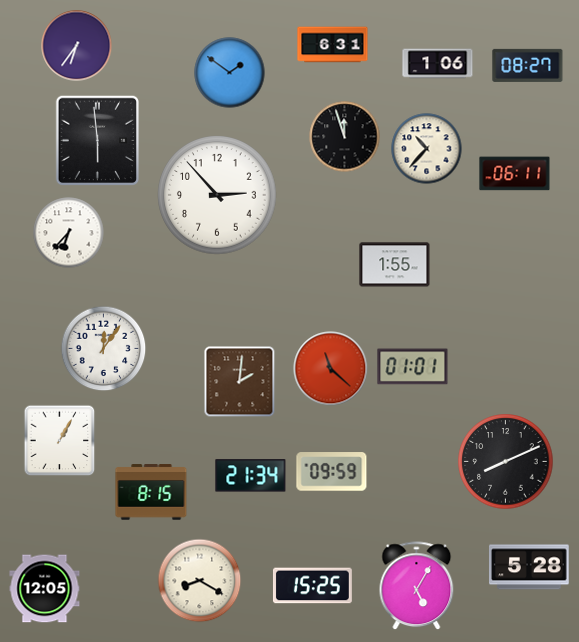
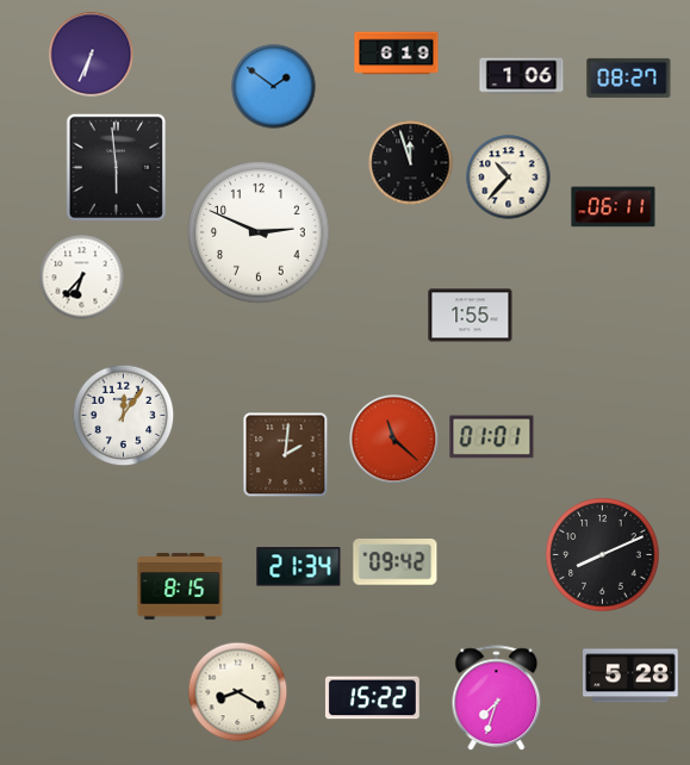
clock at (333, 45): 6:31 -> 6:19
clock at (77, 46): 6:36 -> 6:34
clock at (217, 195): 2:53 -> 2:49
clock at (60, 441): 1:05 -> none
clock at (506, 462) position: (506, 462) -> (603, 555)
clock at (332, 472): 09:59 -> 09:42
clock at (312, 586): 15:25 -> 15:22
clock at (417, 586): 5:05 -> 7:33
clock at (45, 589): 12:05 -> none
